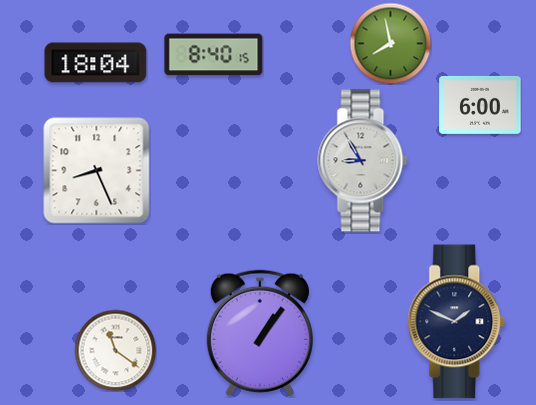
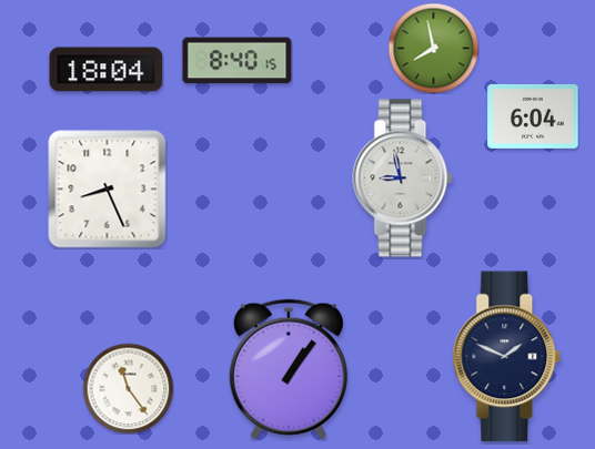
clock at (480, 105): 6:00 -> 6:04
clock at (363, 161): 8:55 -> 8:58
clock at (115, 350): 11:21 -> 11:24
